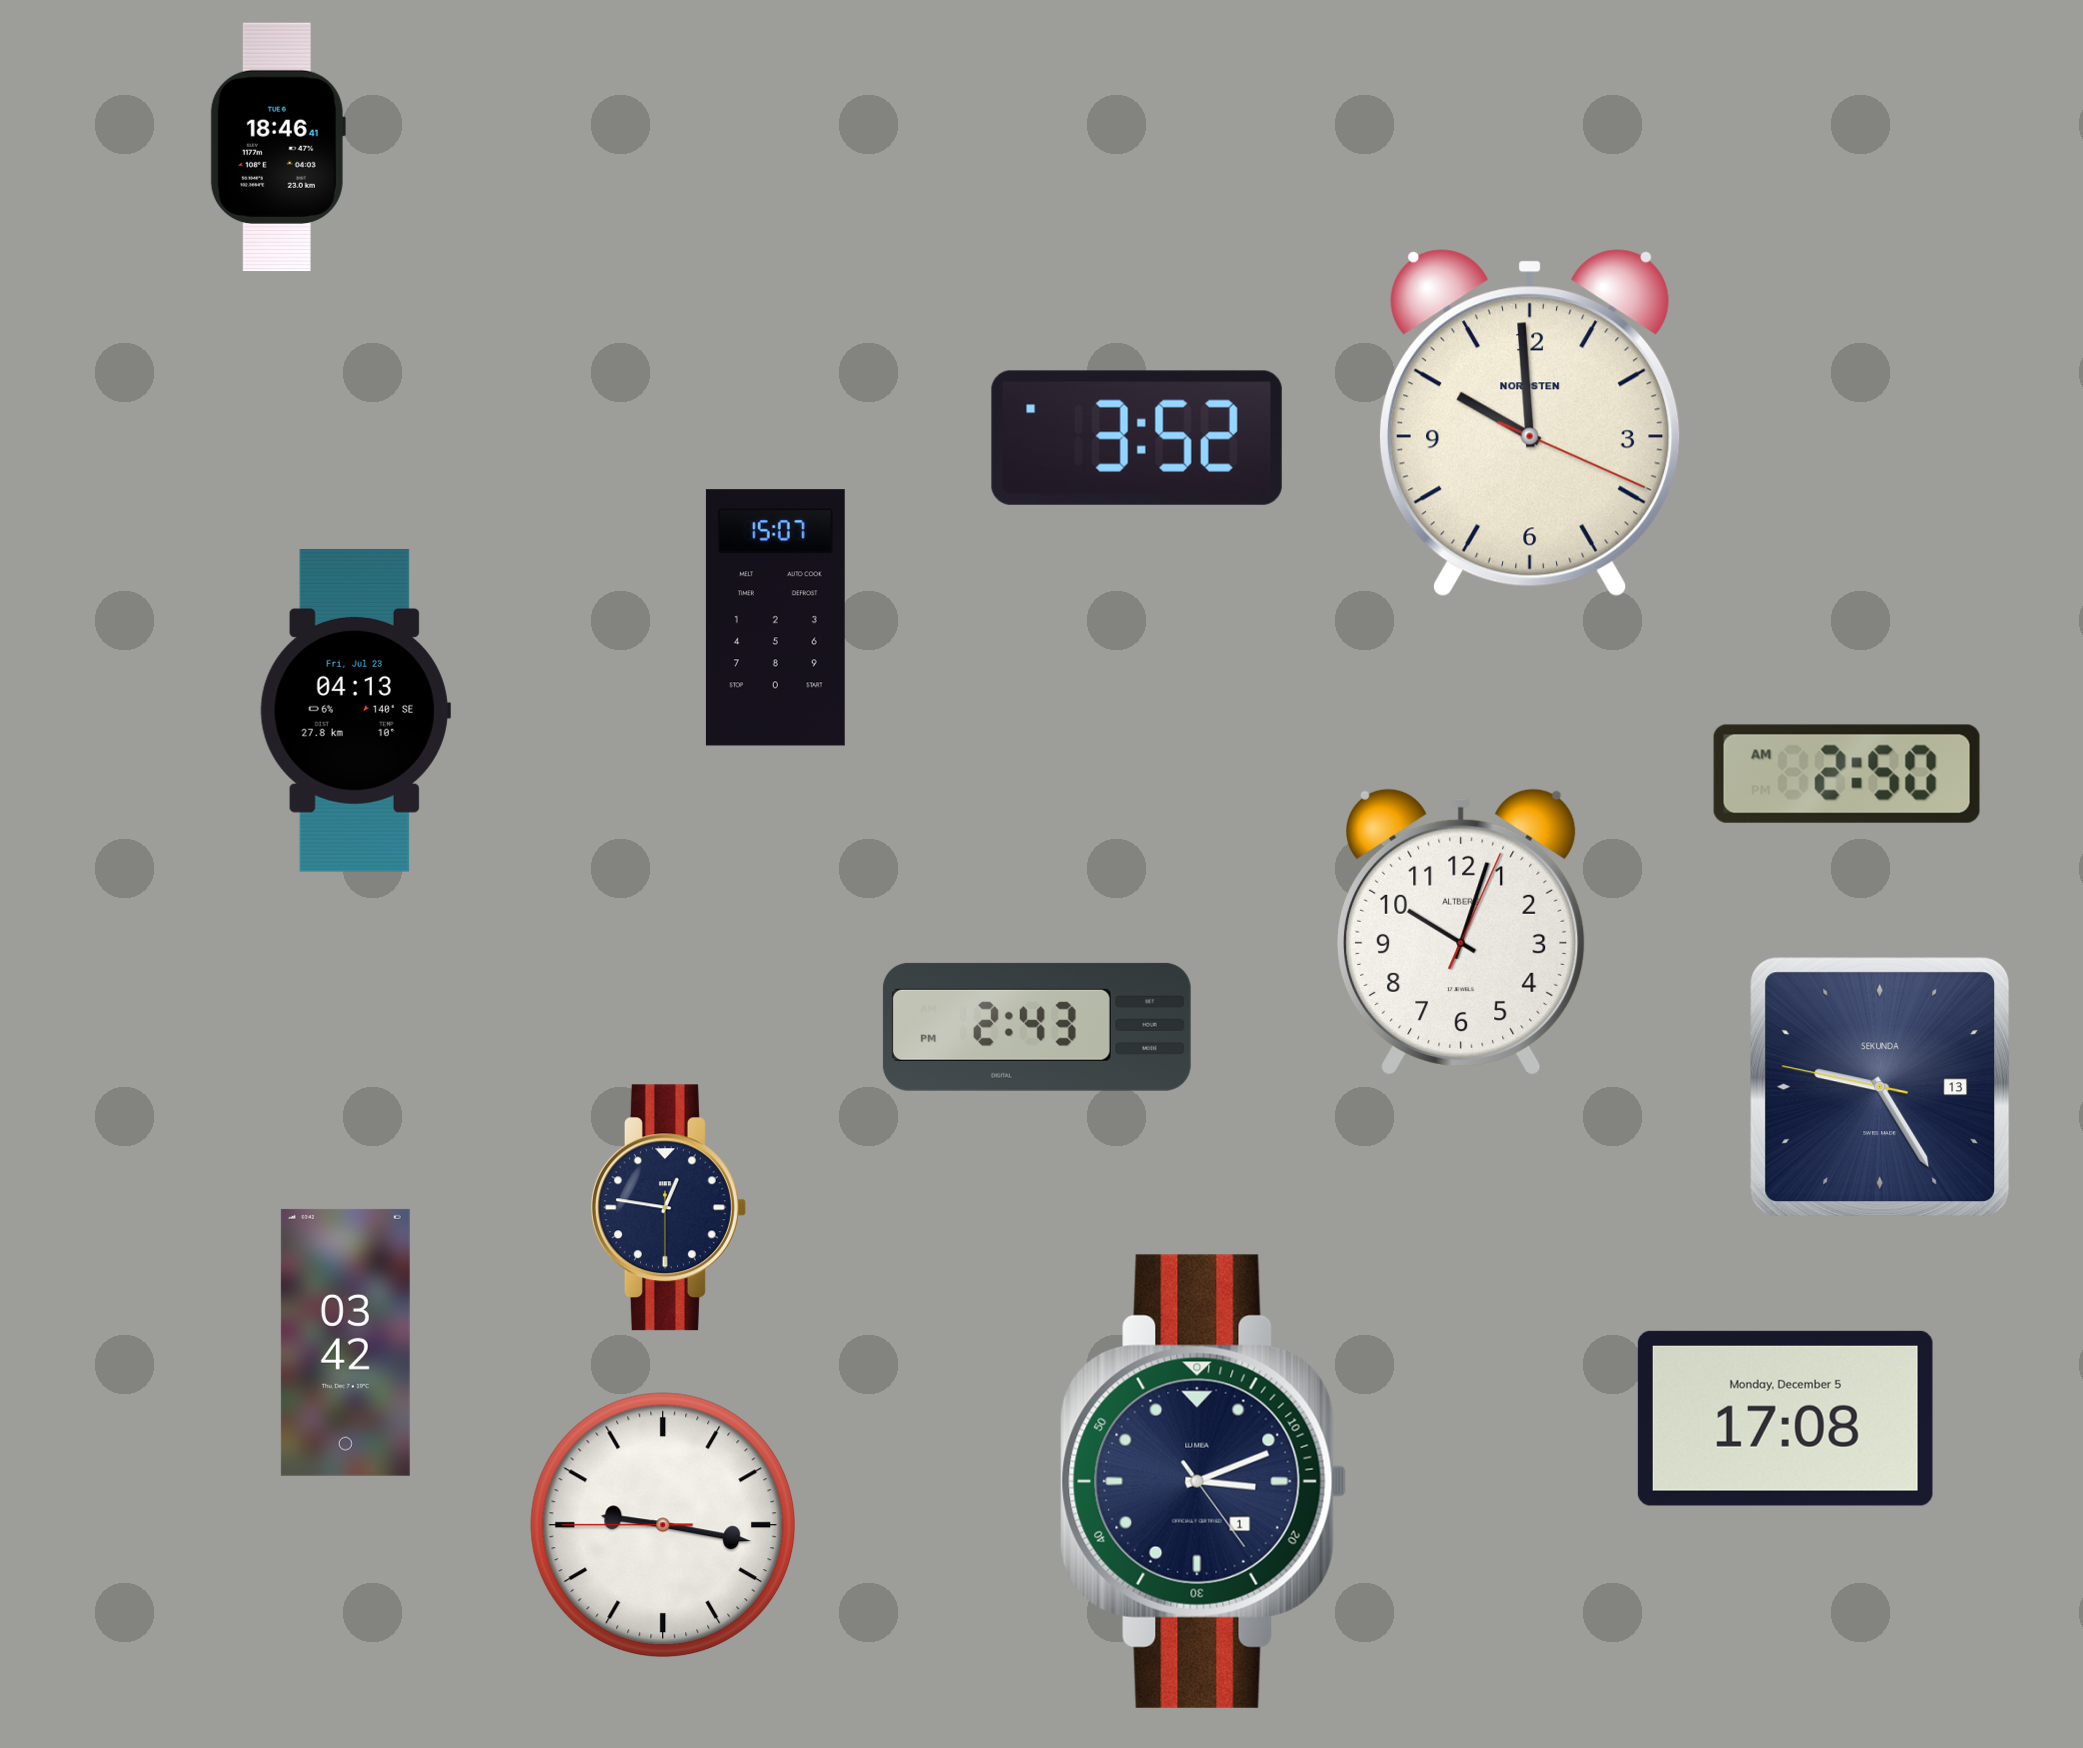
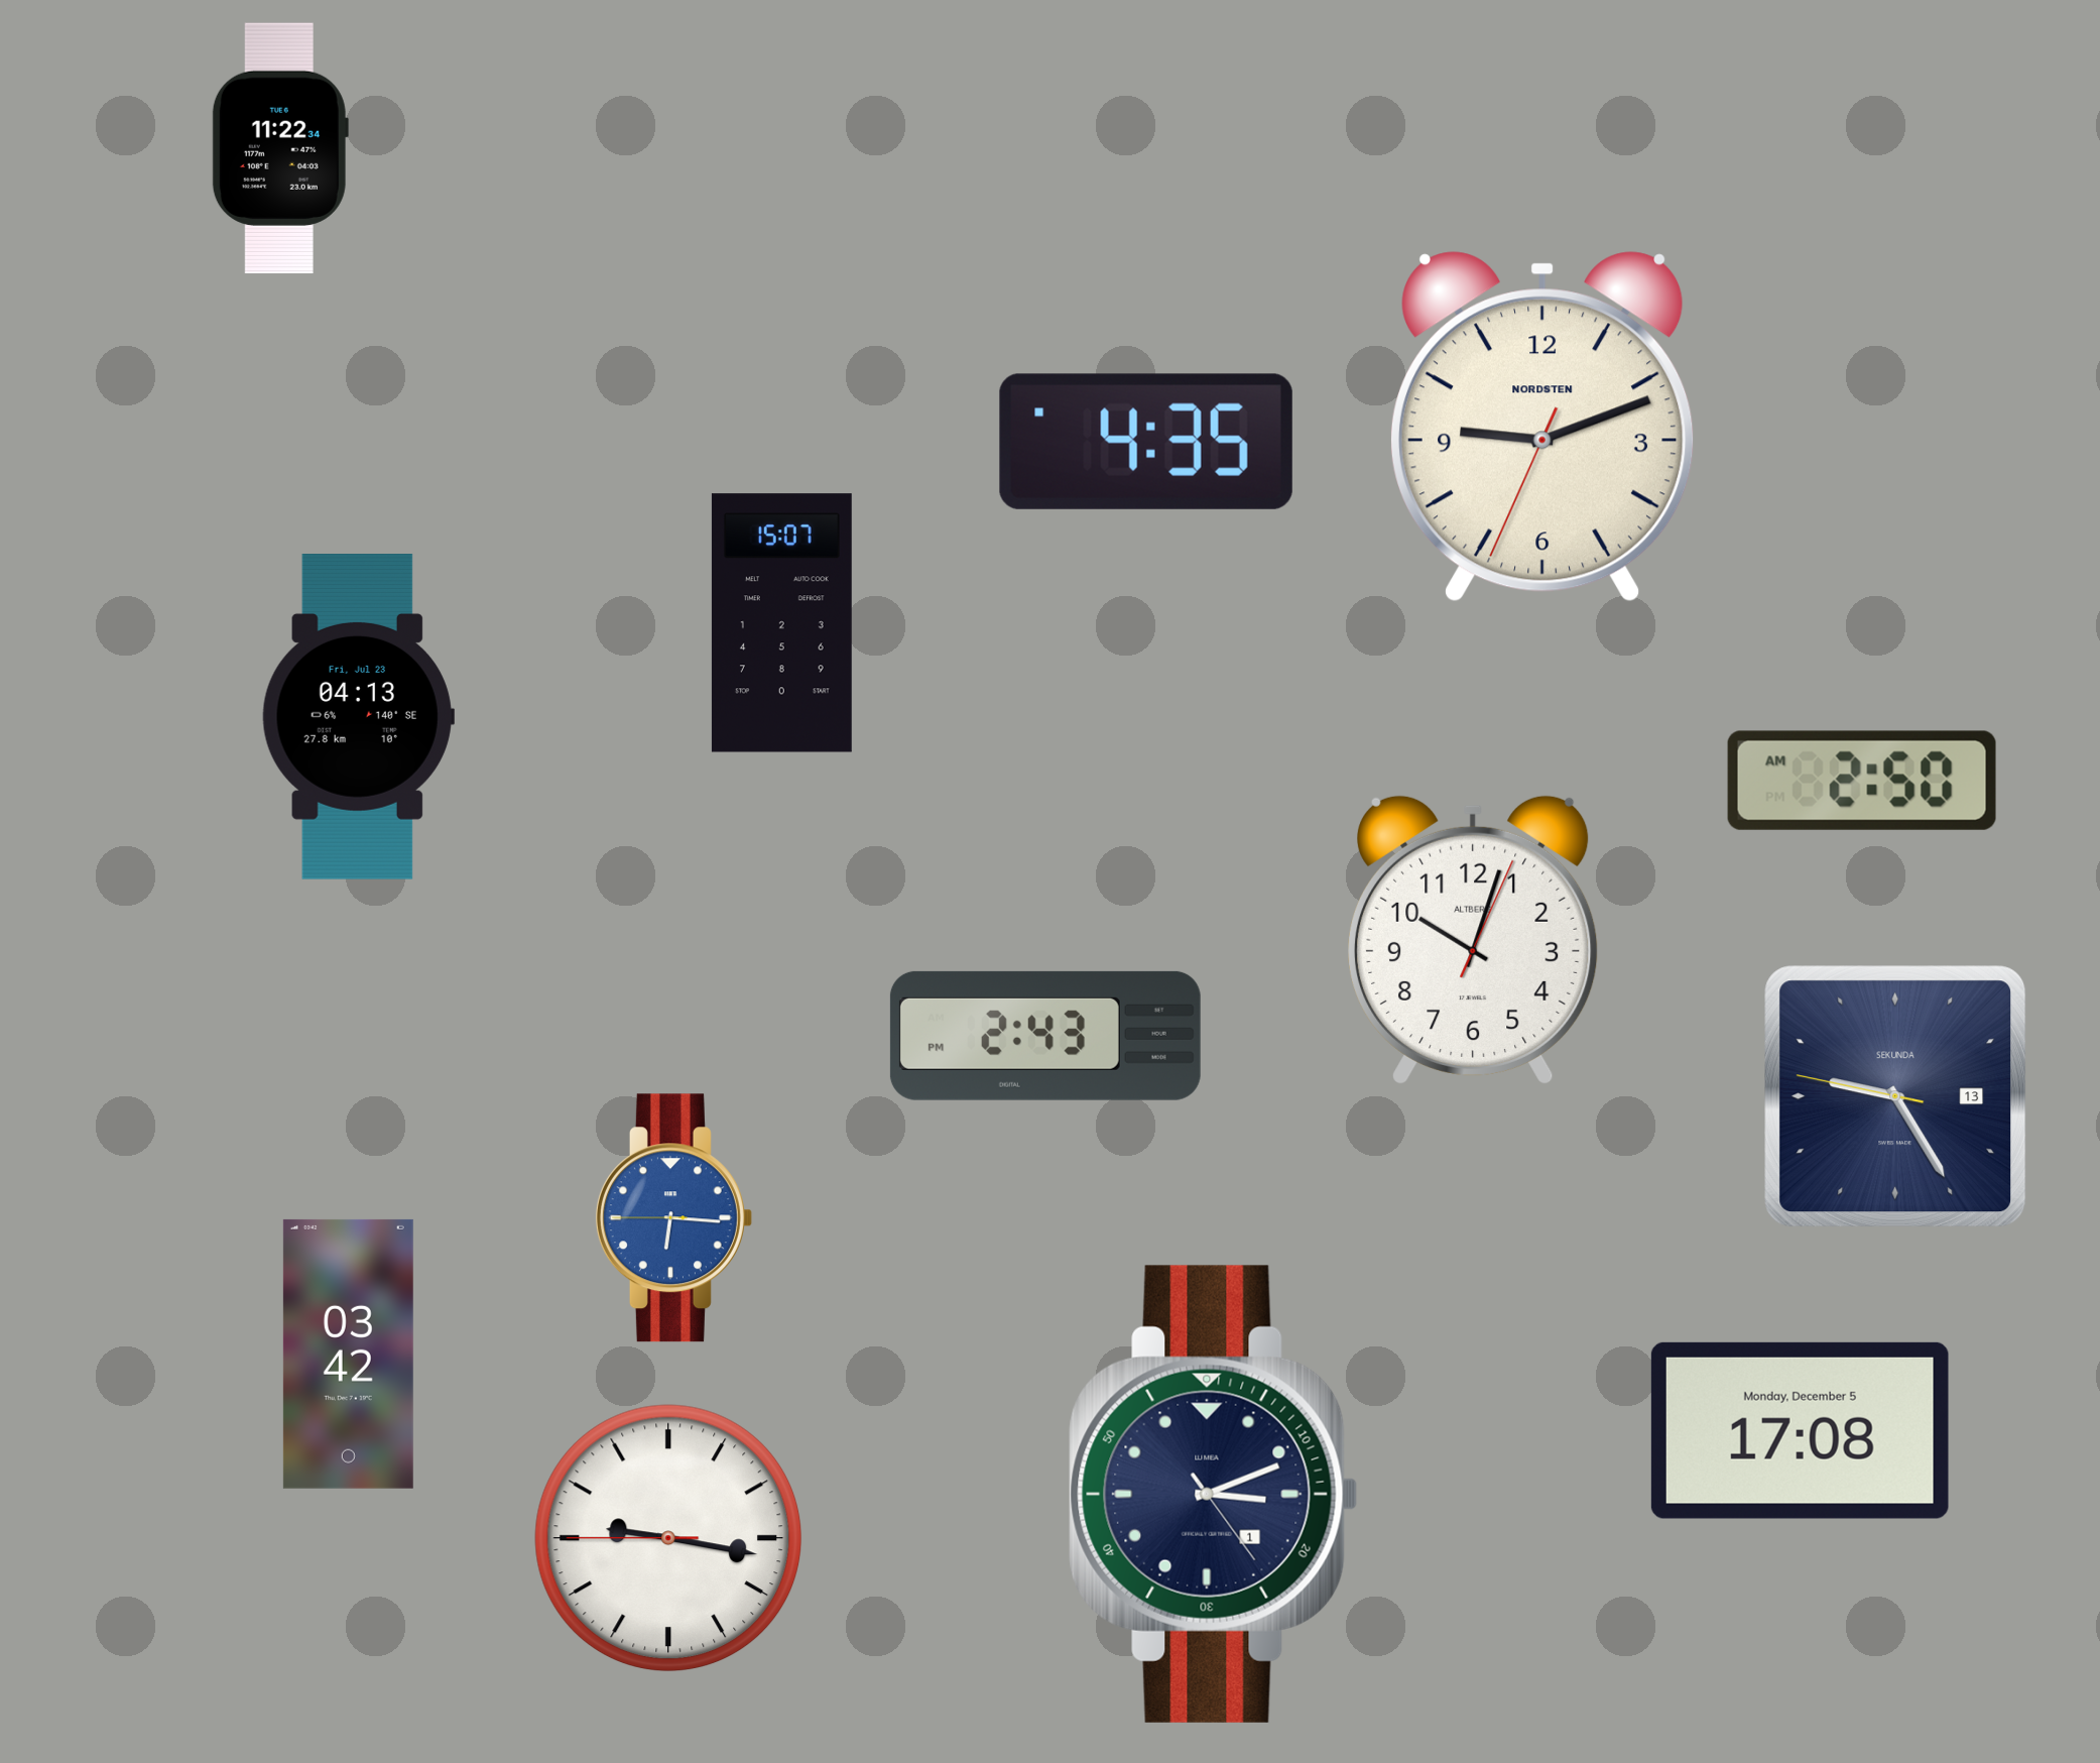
clock at (278, 147): 18:46 -> 11:22
clock at (1530, 423): 9:59 -> 9:11
clock at (1137, 438): 3:52 -> 4:35
clock at (668, 1208): 12:46 -> 6:15
clock at (668, 1208) dial: navy -> blue
